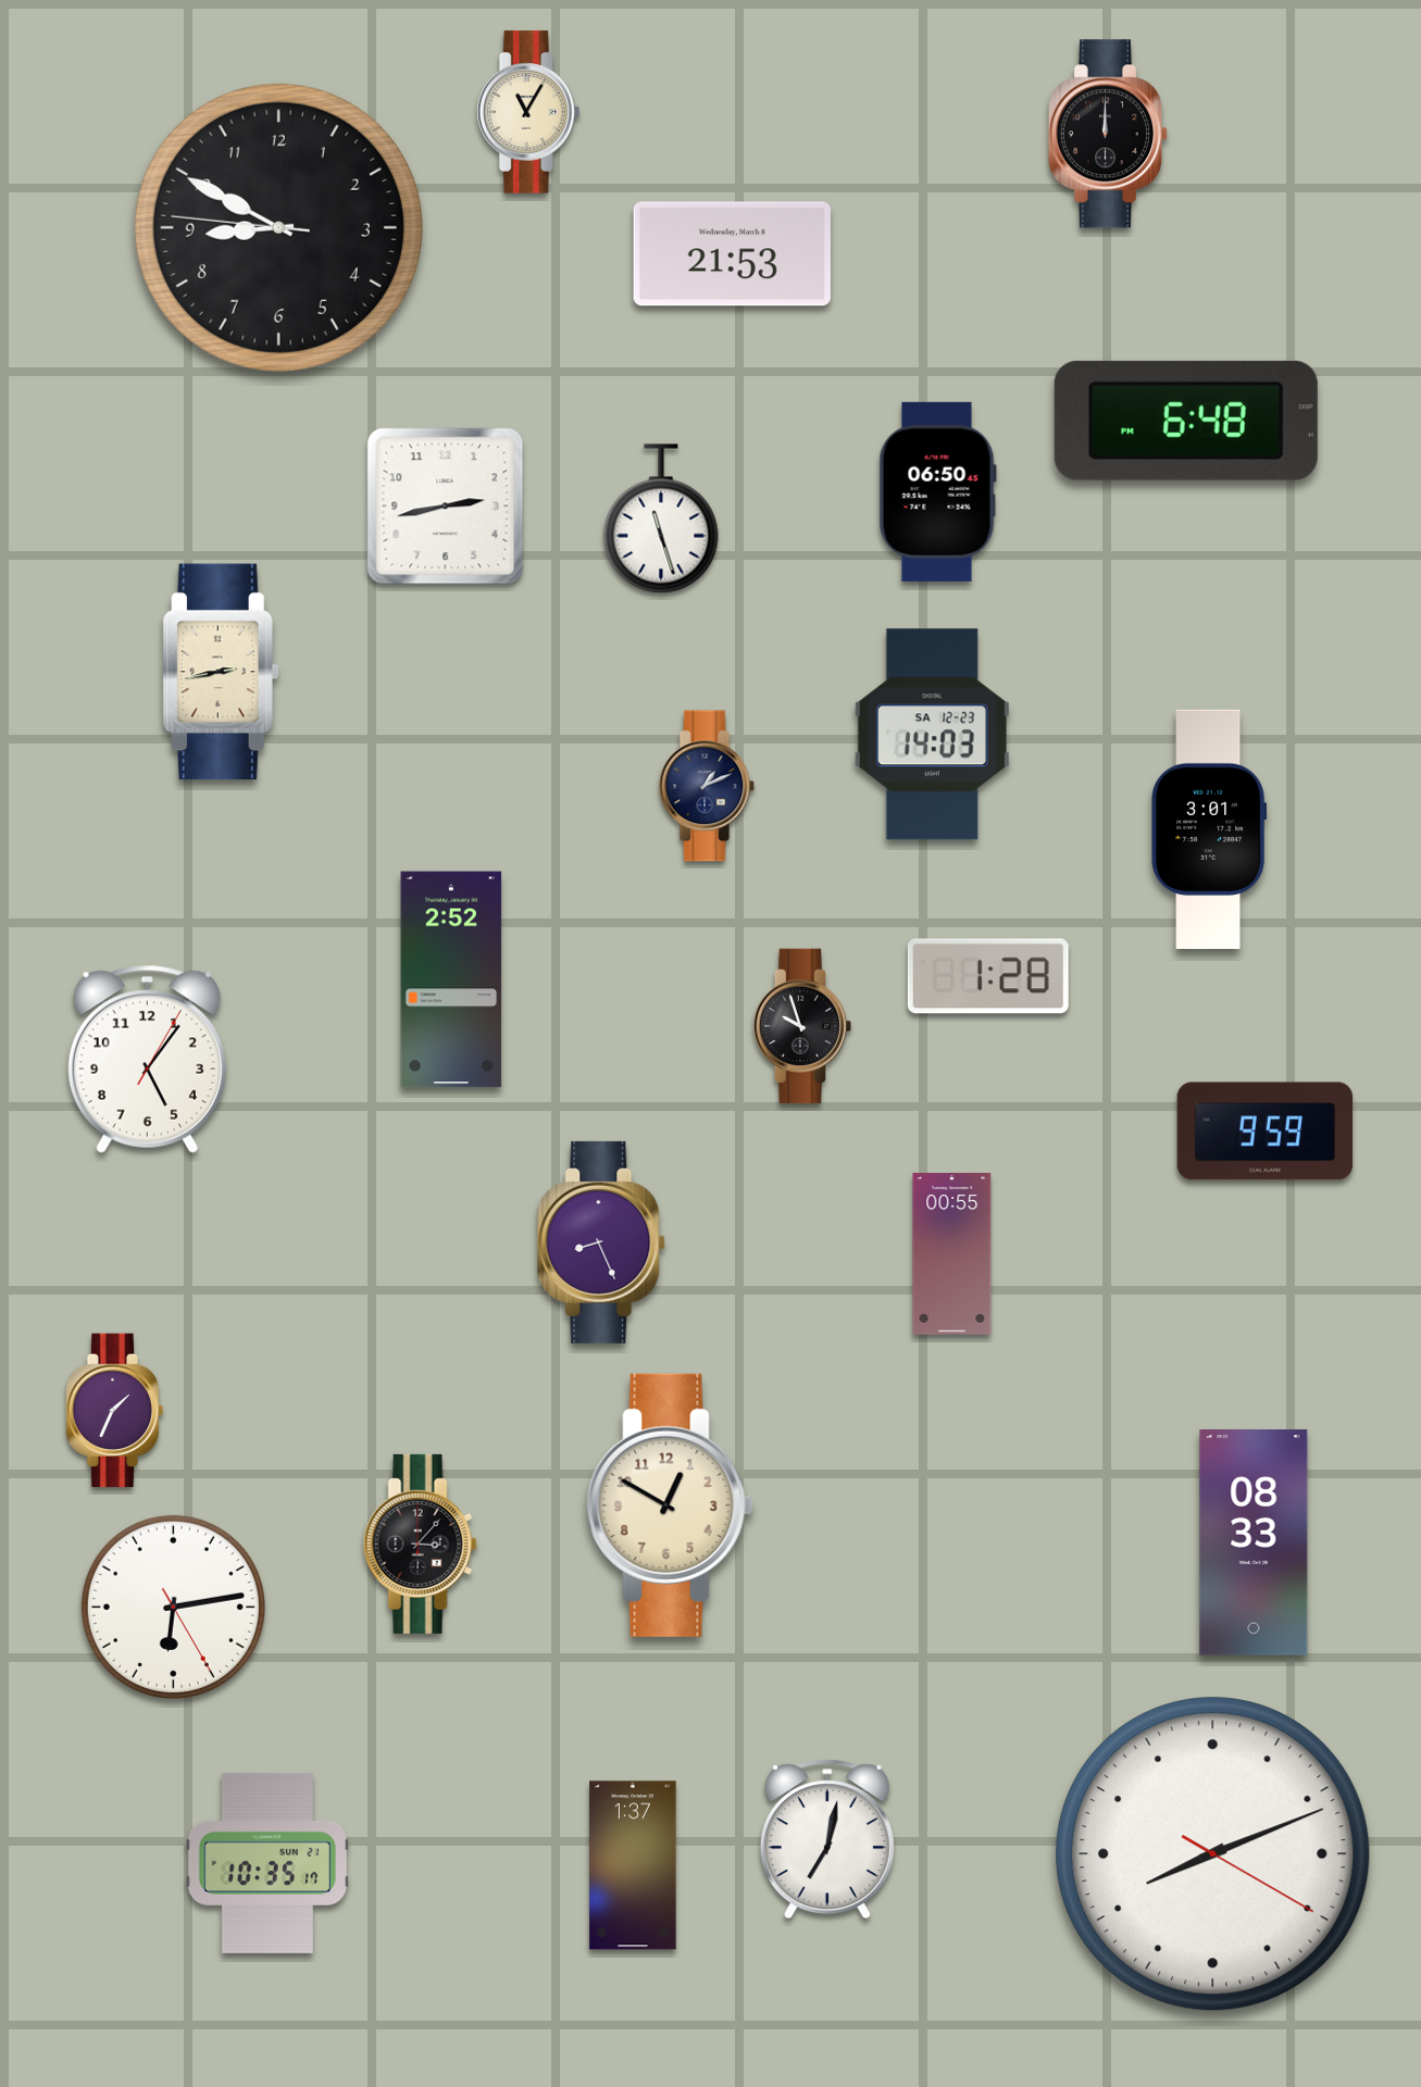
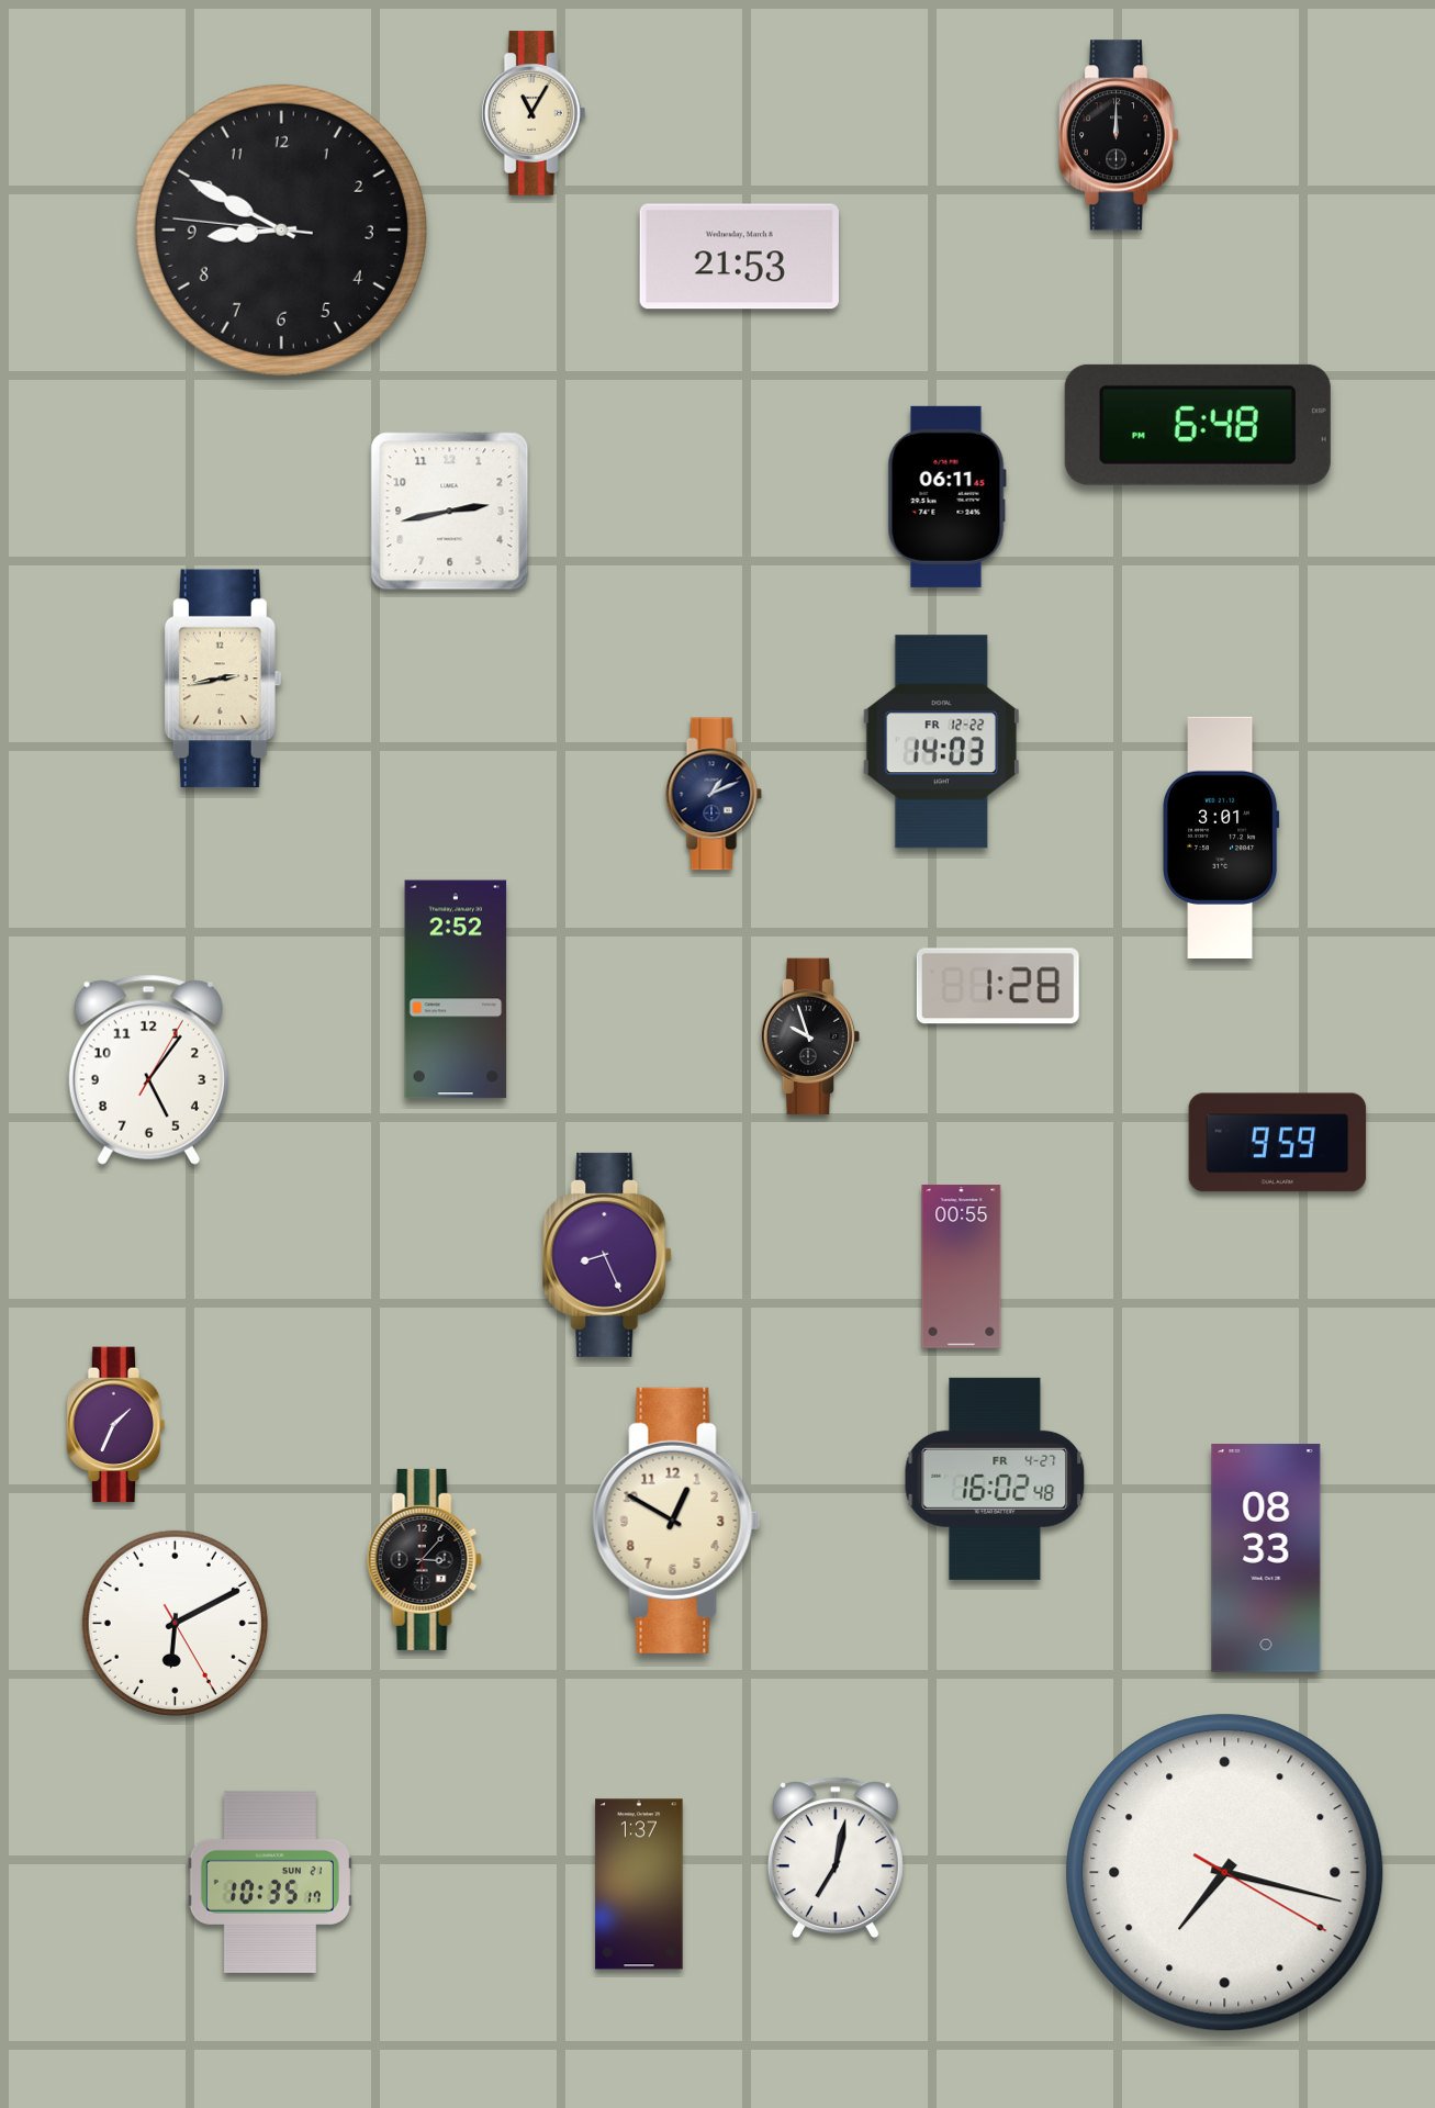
clock at (937, 491): 06:50 -> 06:11
clock at (661, 518): 11:27 -> none
clock at (932, 735) date: SA 12-23 -> FR 12-22
clock at (995, 1479): none -> 16:02
clock at (173, 1607): 6:13 -> 6:10
clock at (1213, 1854): 8:11 -> 7:17
